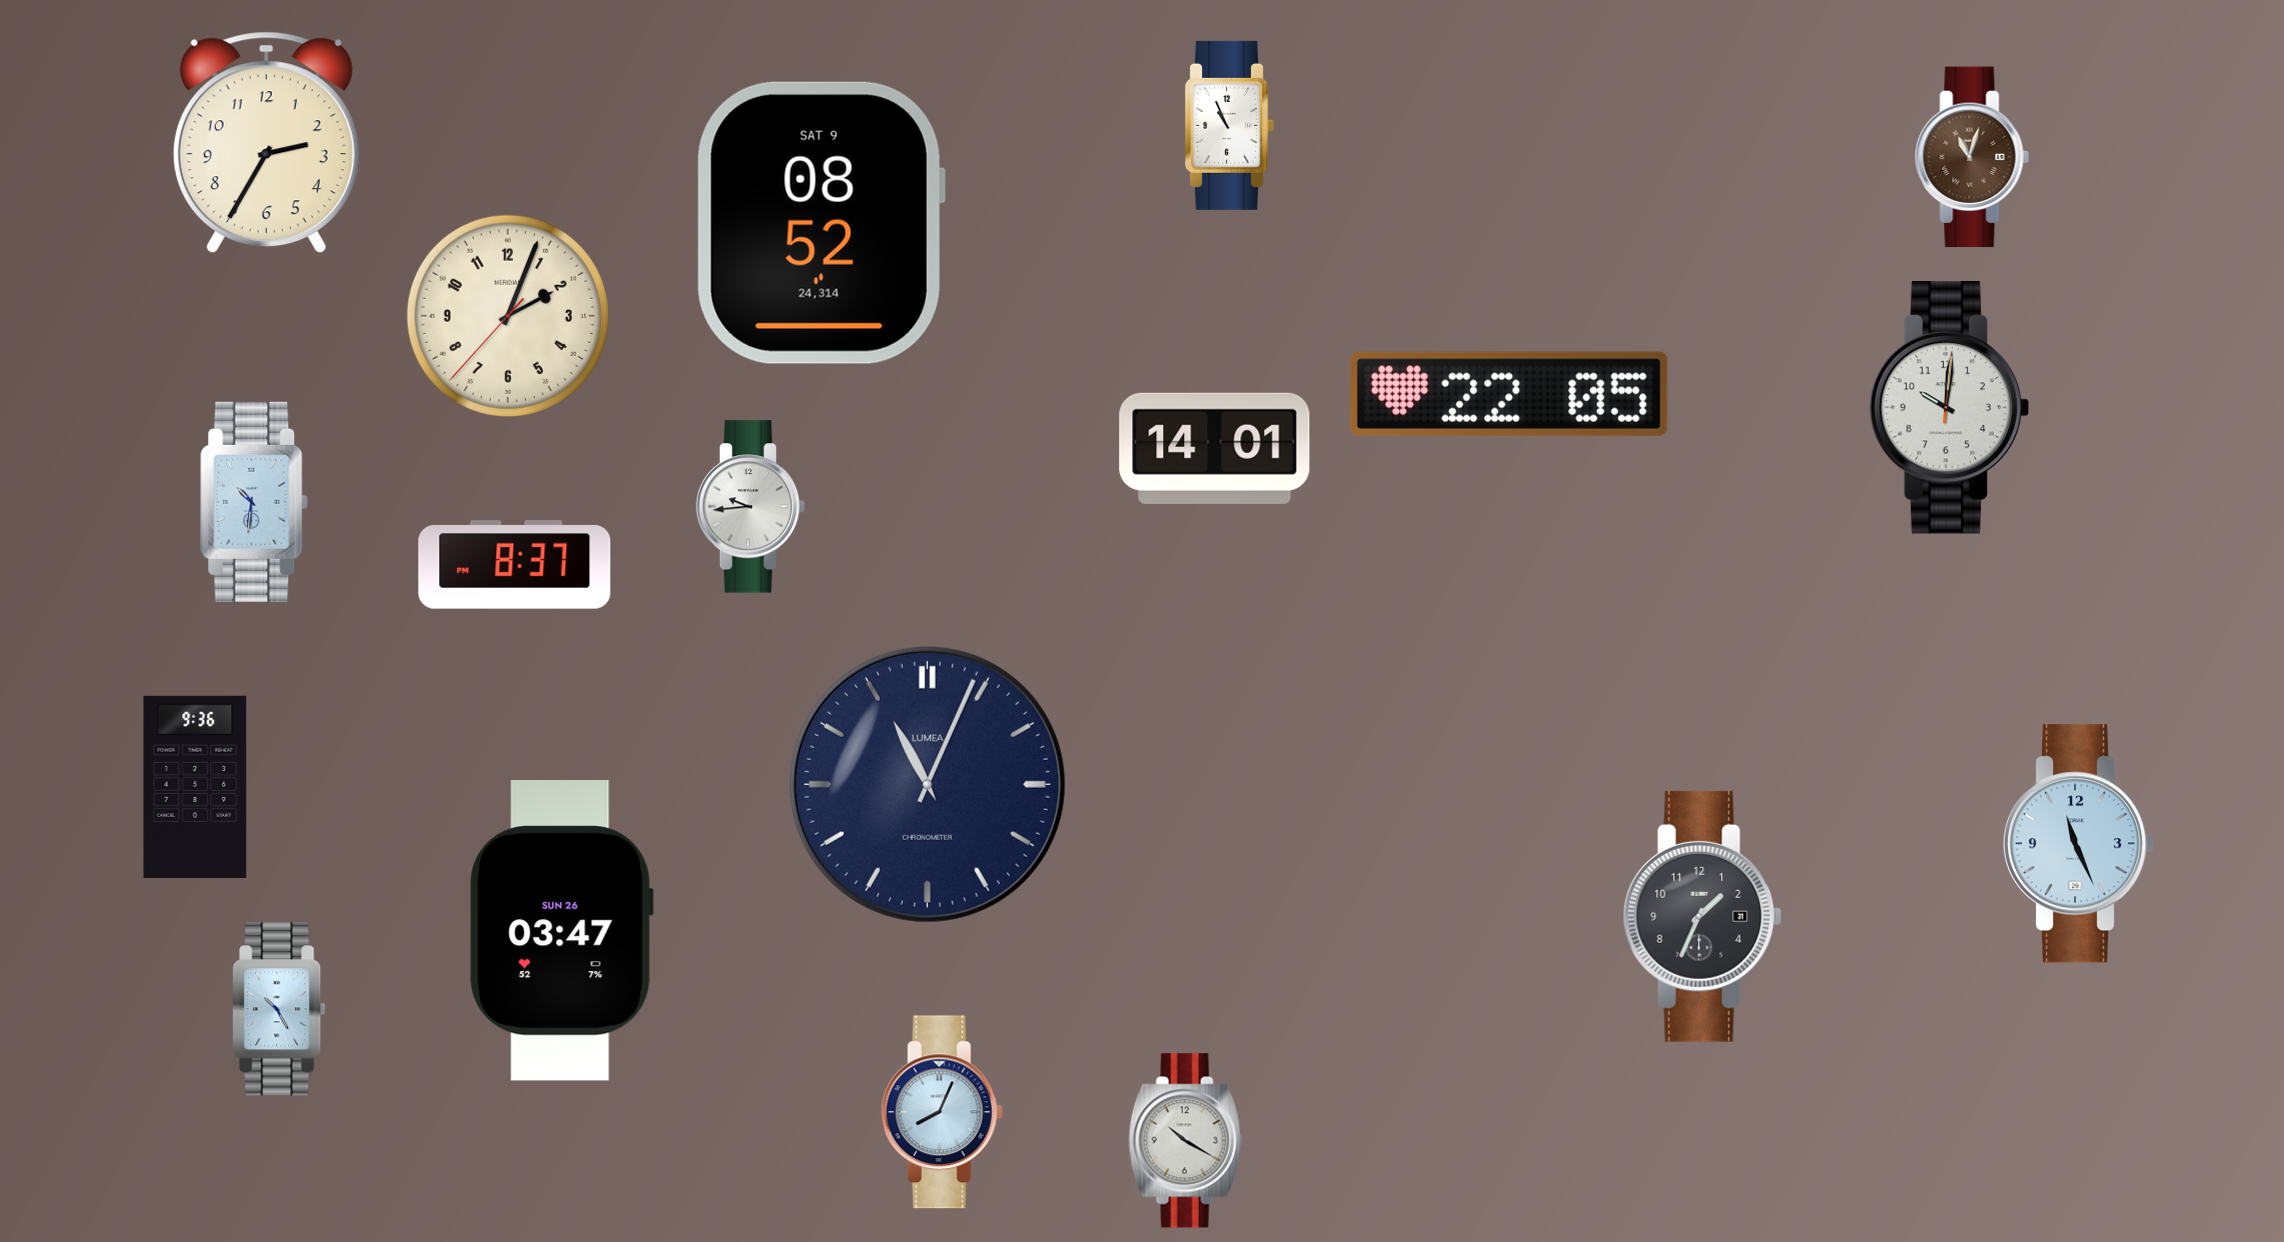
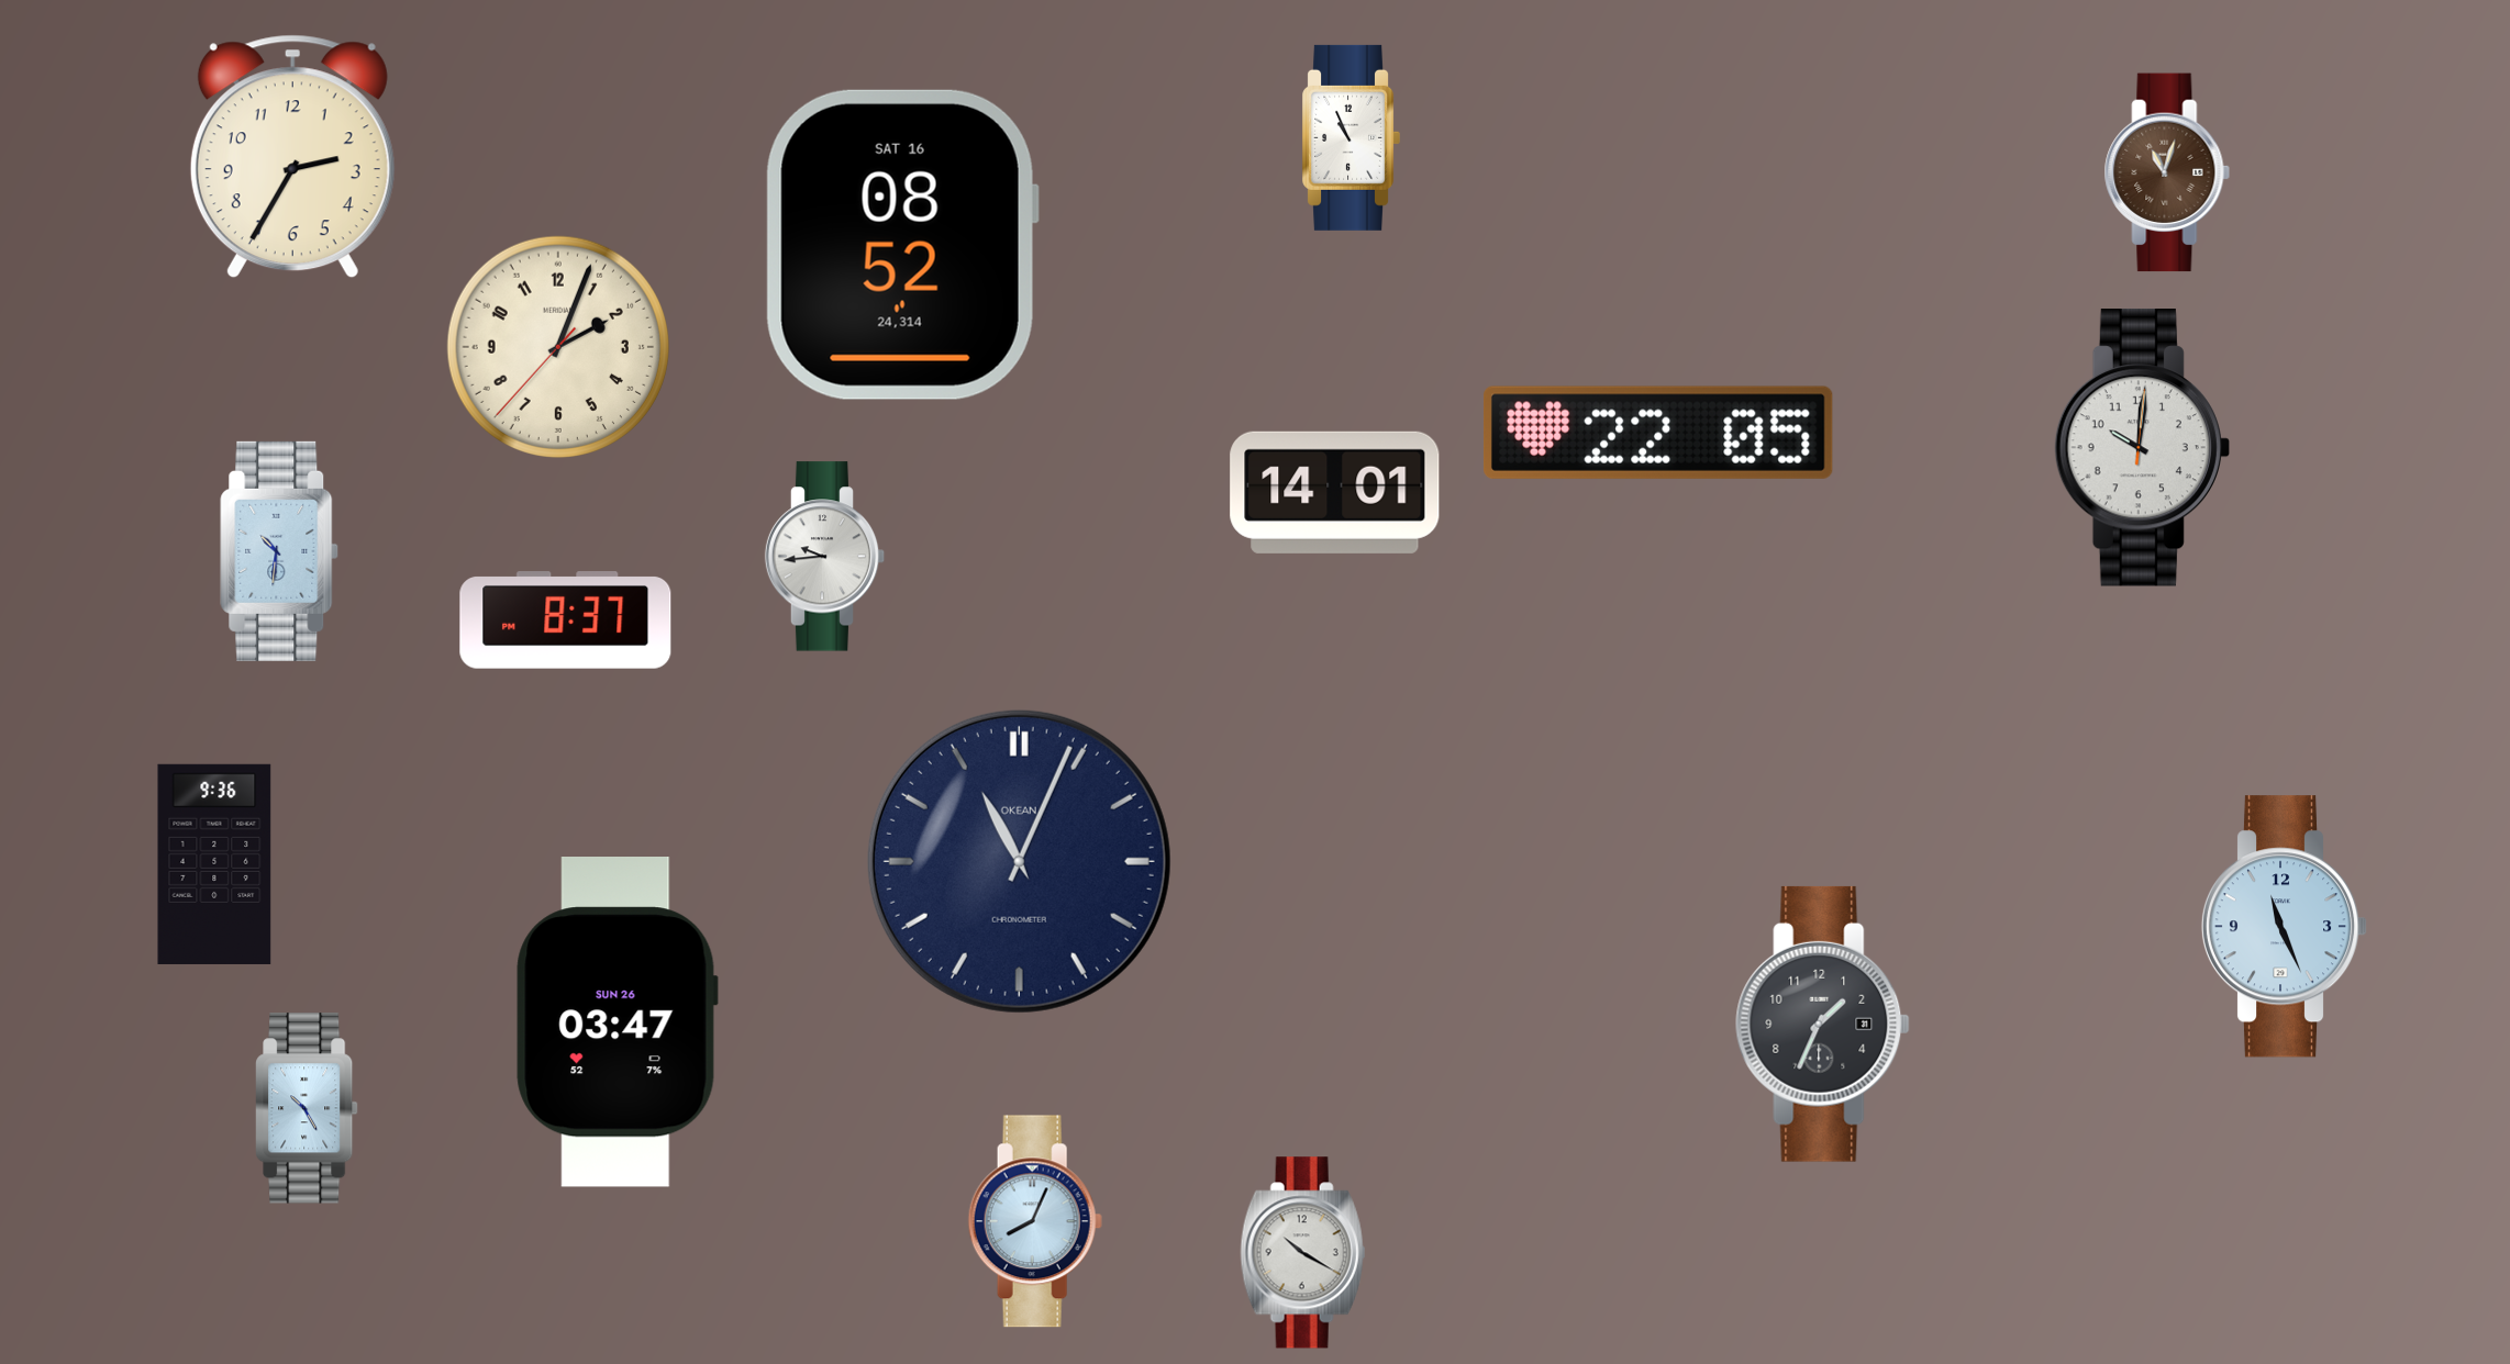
clock at (821, 223) date: SAT 9 -> SAT 16
clock at (927, 784) brand: LUMEA -> OKEAN
clock at (1703, 916) position: (1703, 916) -> (1823, 1024)
